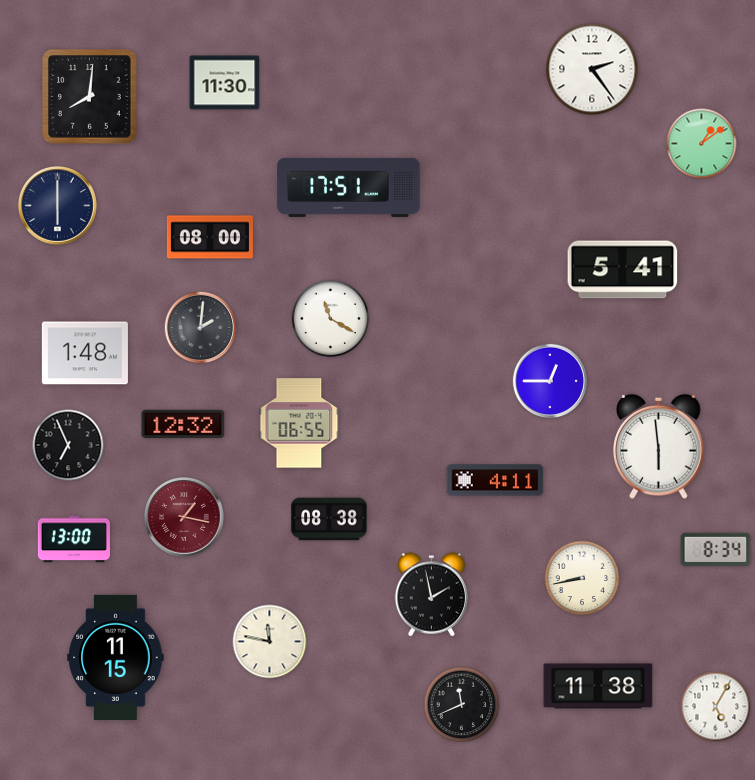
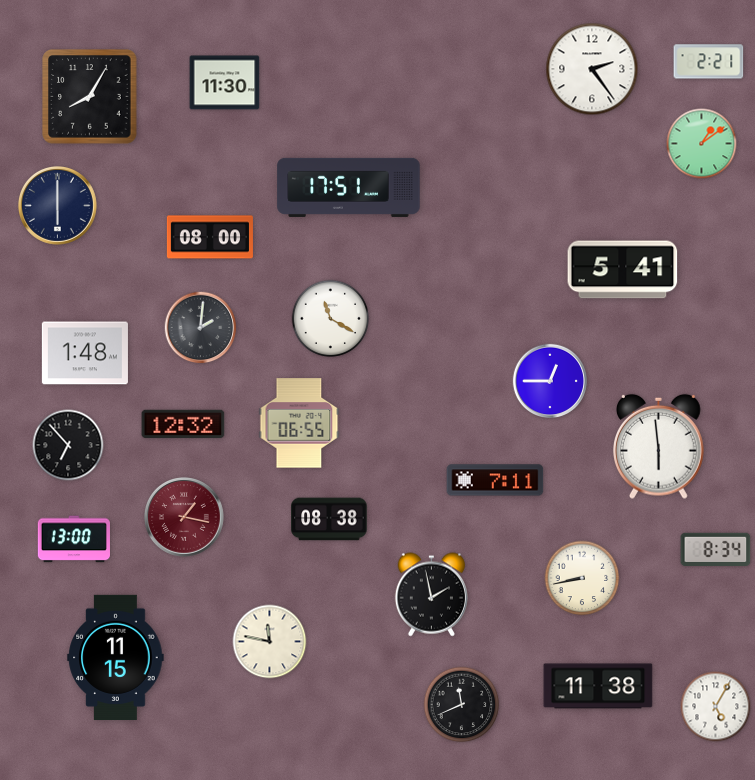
clock at (709, 62): none -> 2:21
clock at (90, 97): 8:01 -> 8:05
clock at (68, 445): 6:56 -> 6:53
clock at (495, 480): 4:11 -> 7:11
